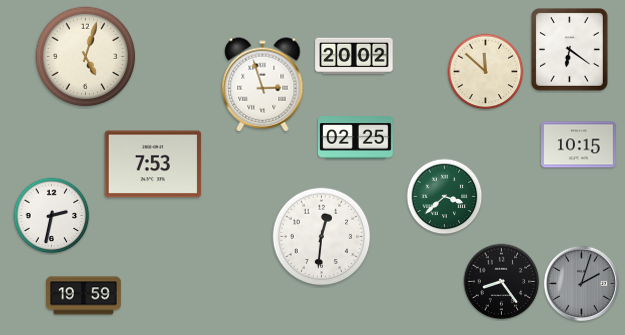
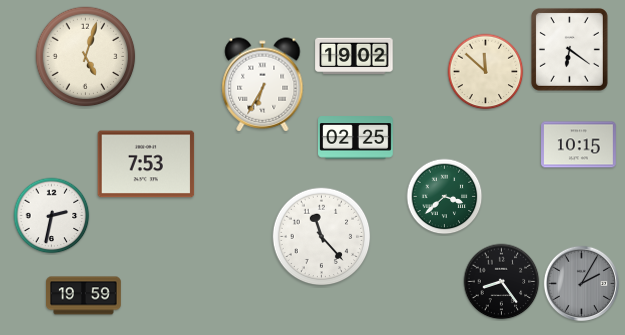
clock at (354, 56): 20:02 -> 19:02
clock at (263, 85): 2:57 -> 6:35
clock at (153, 164) position: (153, 164) -> (146, 164)
clock at (322, 237): 12:31 -> 11:23
clock at (581, 283): 2:03 -> 2:05
